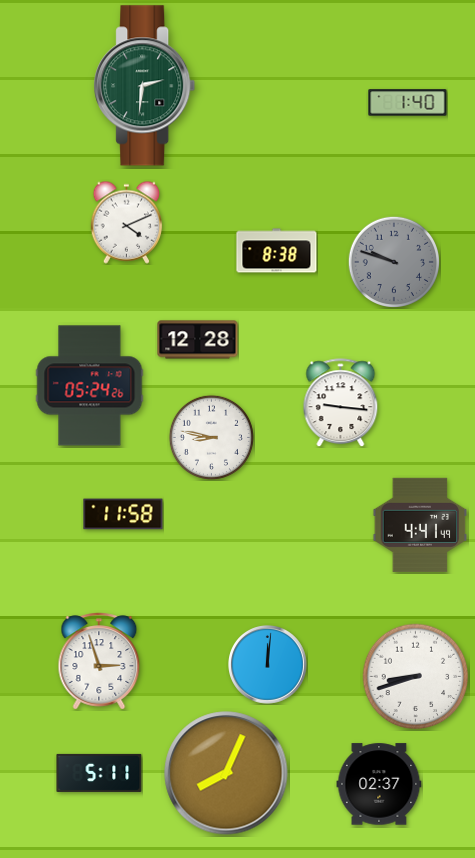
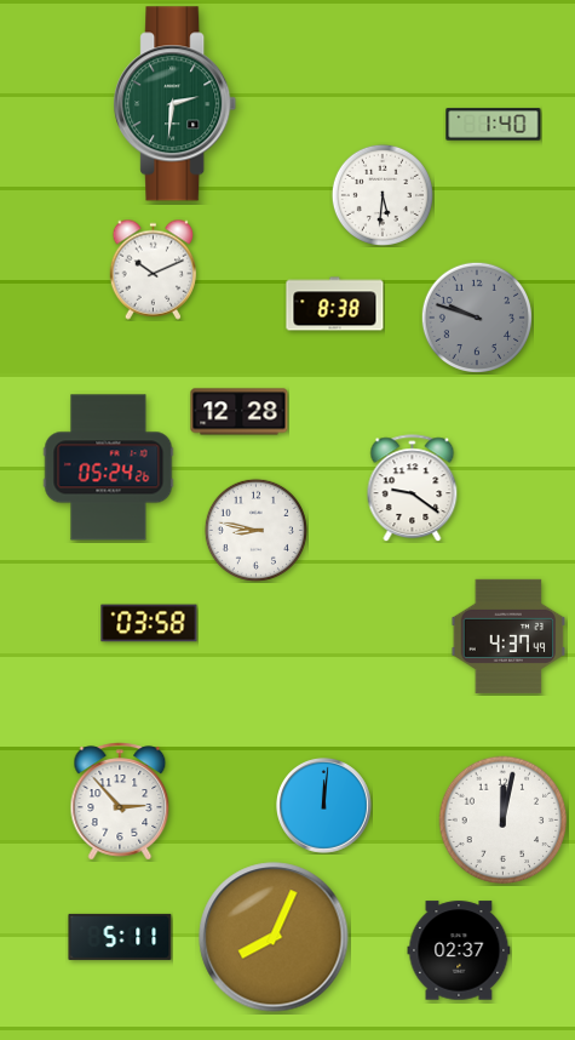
clock at (383, 195): none -> 5:31
clock at (127, 222): 4:11 -> 10:11
clock at (341, 403): 9:16 -> 9:21
clock at (123, 514): 11:58 -> 03:58
clock at (420, 525): 4:41 -> 4:37
clock at (99, 661): 2:57 -> 2:53
clock at (416, 677): 8:42 -> 12:02
